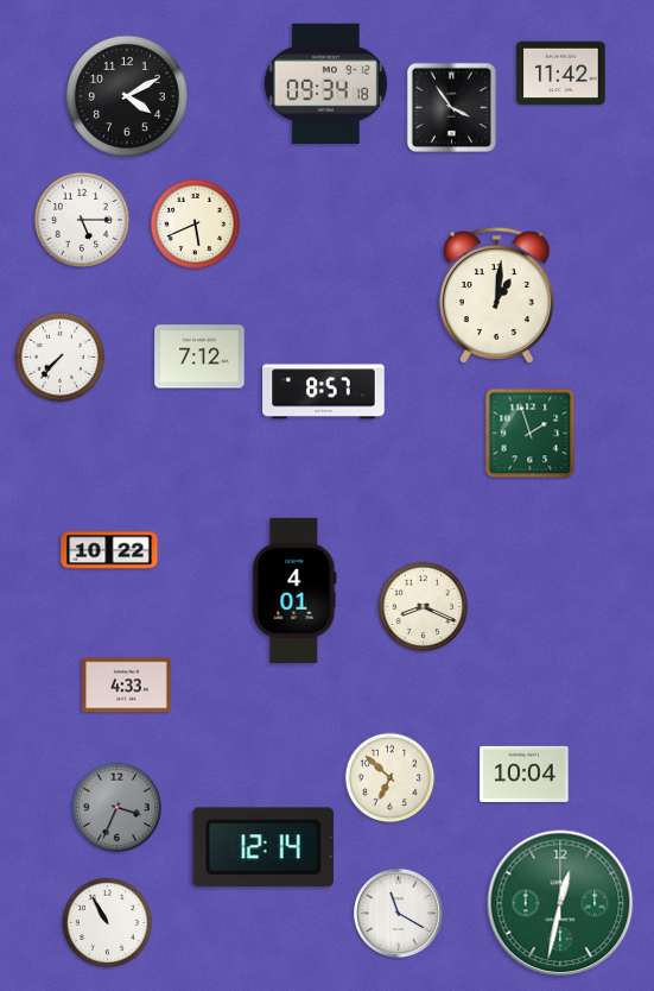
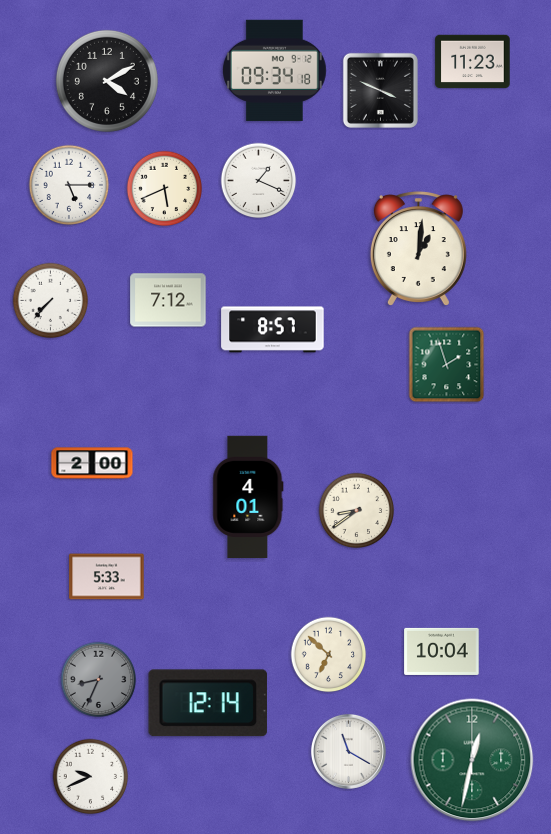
clock at (561, 74): 11:42 -> 11:23
clock at (451, 107): 3:54 -> 3:49
clock at (259, 181): none -> 1:19
clock at (109, 550): 10:22 -> 2:00
clock at (424, 607): 8:19 -> 8:39
clock at (127, 686): 4:33 -> 5:33
clock at (118, 808): 3:34 -> 8:34
clock at (262, 847) position: (262, 847) -> (207, 703)
clock at (398, 913) position: (398, 913) -> (348, 751)
clock at (108, 923): 10:55 -> 9:41
